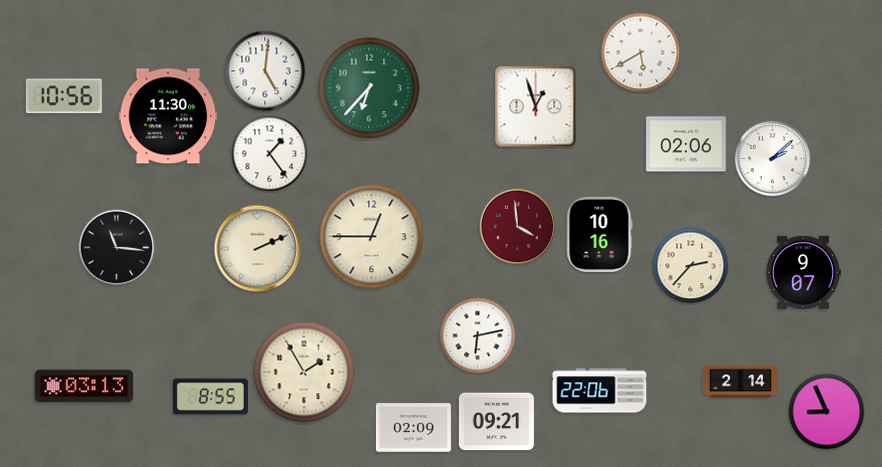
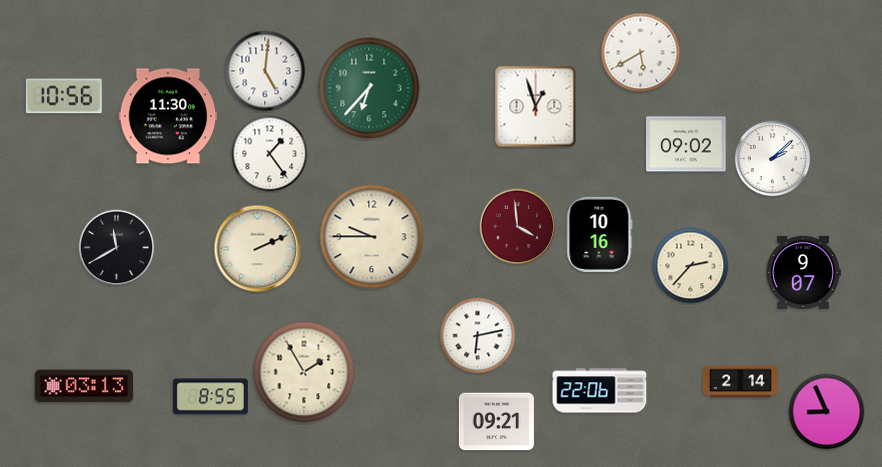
clock at (686, 144): 02:06 -> 09:02
clock at (372, 237): 12:45 -> 9:45
clock at (117, 248): 11:16 -> 11:40
clock at (413, 428): 02:09 -> none
